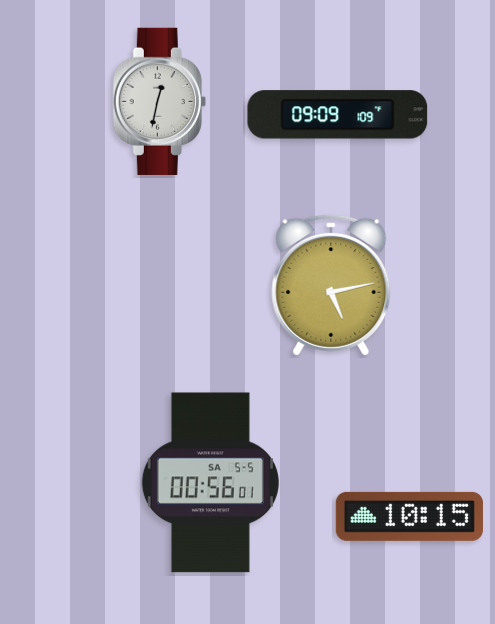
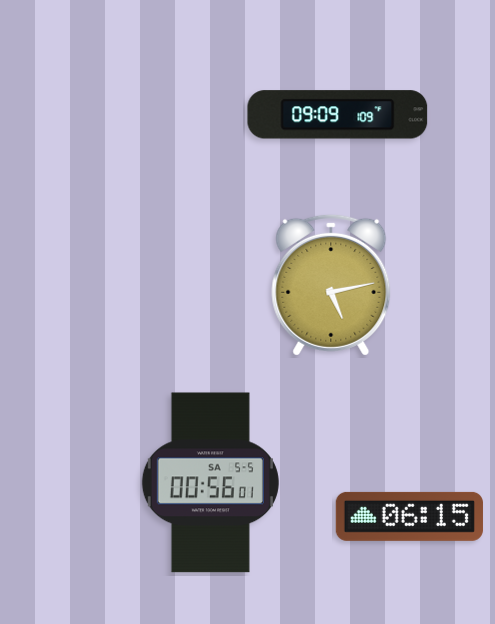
clock at (159, 101): 12:32 -> none
clock at (409, 516): 10:15 -> 06:15
